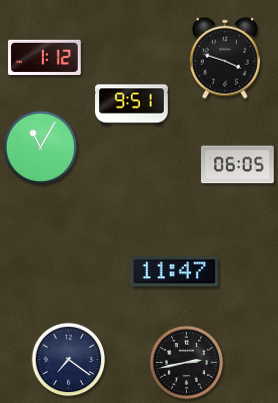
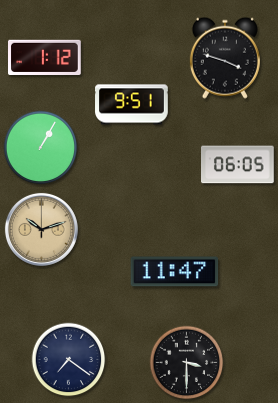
clock at (41, 148): 11:05 -> 1:05
clock at (41, 229): none -> 10:12
clock at (187, 363): 2:43 -> 3:30
